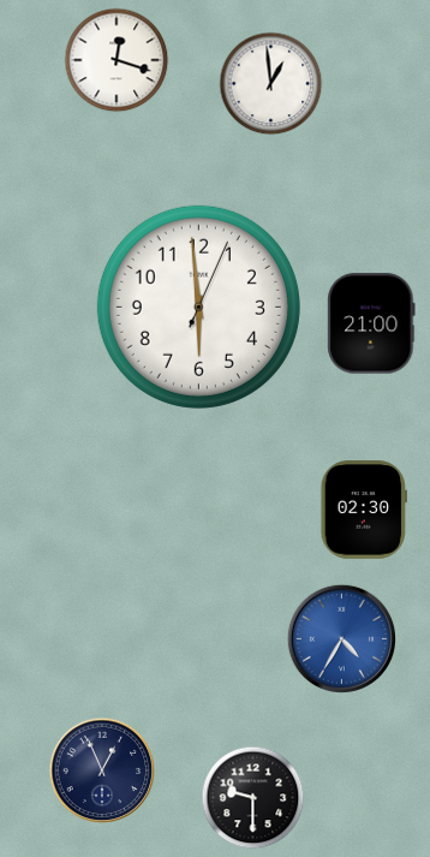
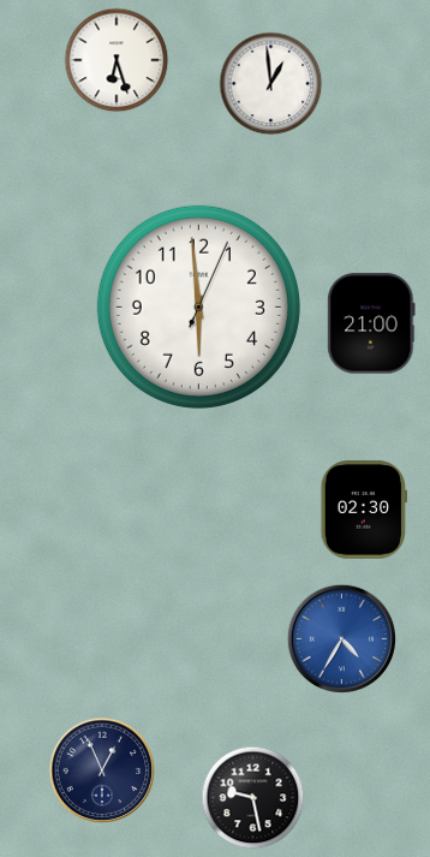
clock at (117, 60): 12:18 -> 6:27
clock at (253, 798): 9:30 -> 9:28
